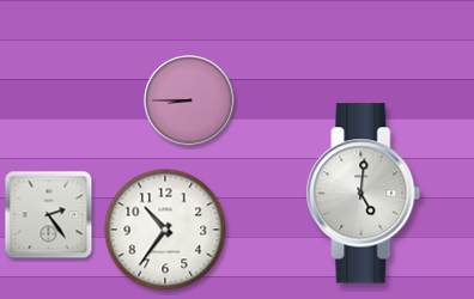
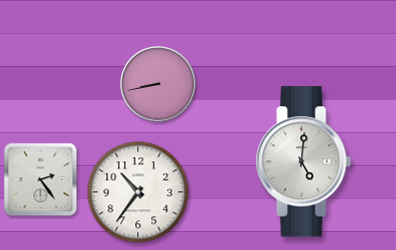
clock at (189, 100): 8:45 -> 8:43
